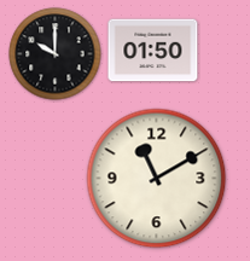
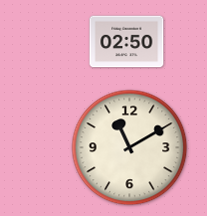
clock at (153, 51): 01:50 -> 02:50
clock at (56, 54): 10:00 -> none
